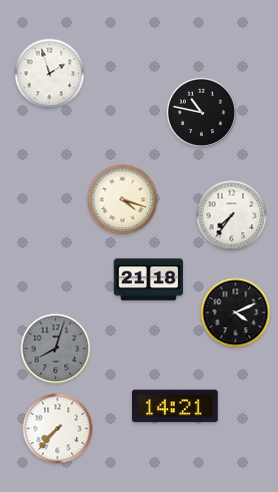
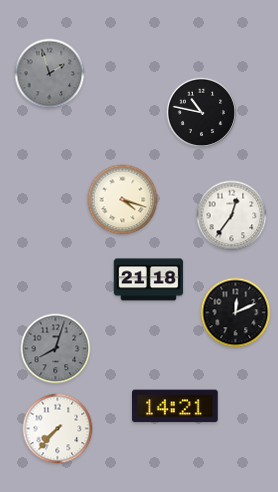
clock at (50, 74) dial: white -> grey
clock at (232, 216): 7:36 -> 12:36
clock at (236, 313): 4:11 -> 12:11
